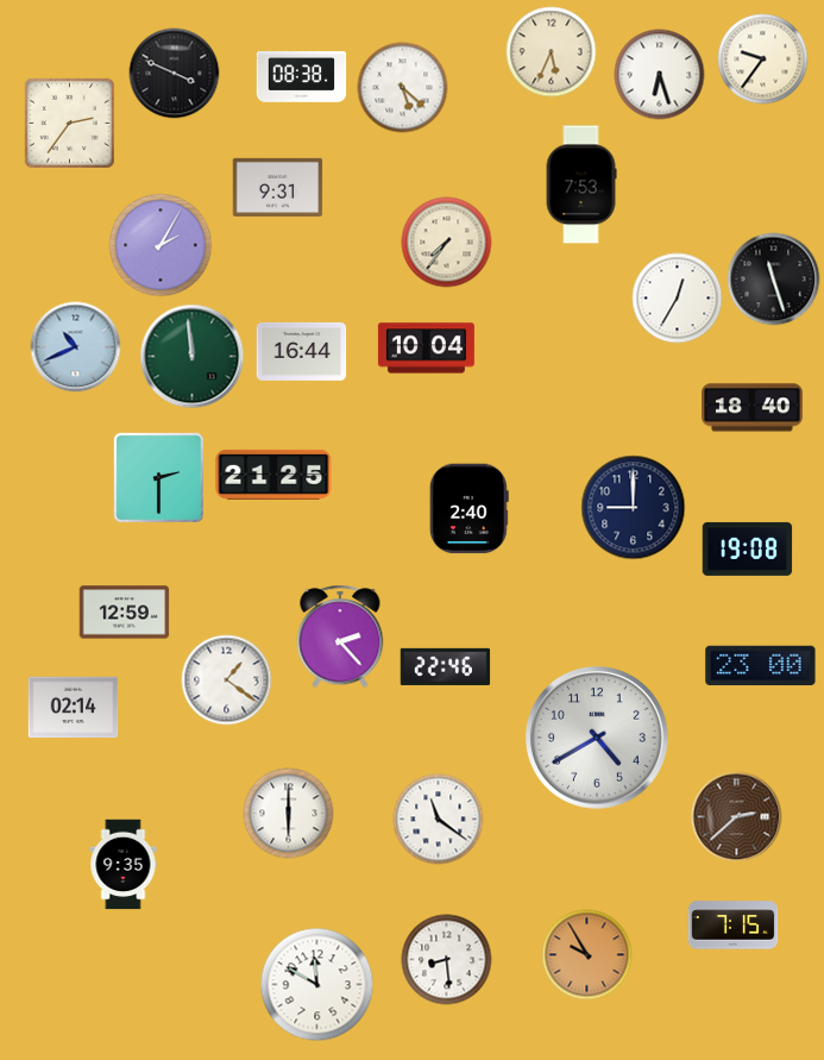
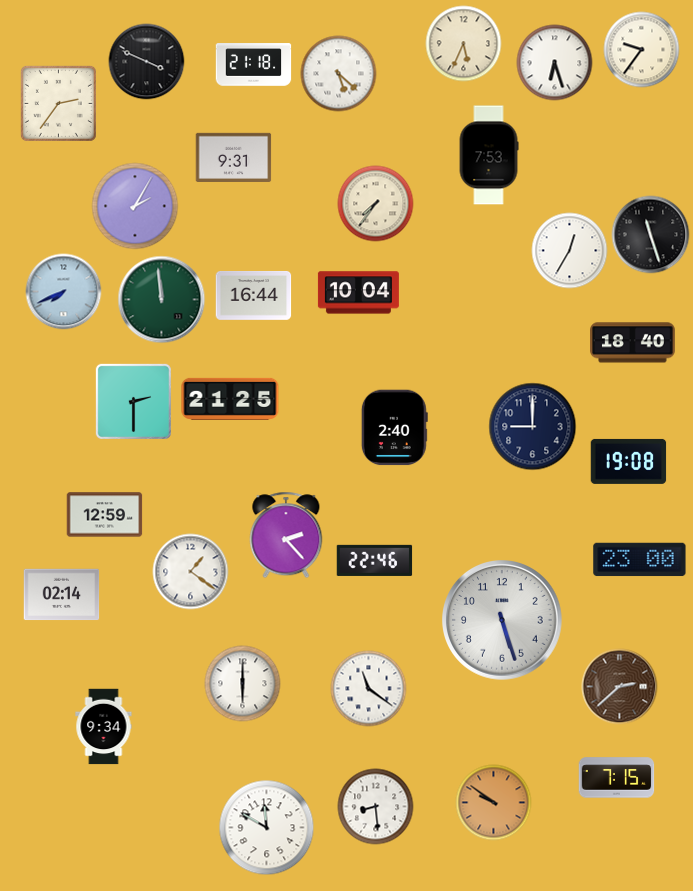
clock at (302, 77): 08:38 -> 21:18
clock at (76, 347): 10:41 -> 7:41
clock at (598, 739): 4:40 -> 5:27
clock at (124, 865): 9:35 -> 9:34
clock at (587, 955): 9:55 -> 9:51
